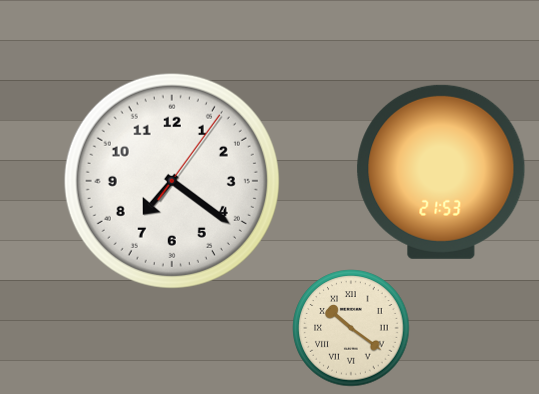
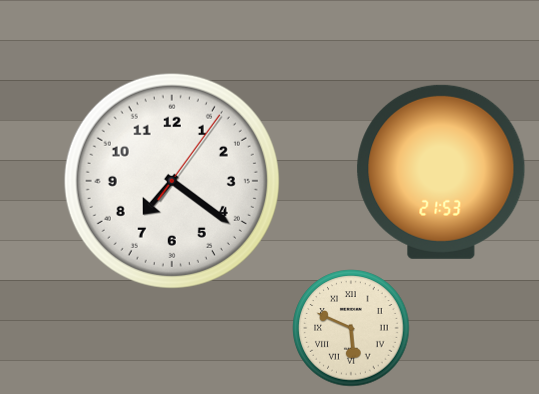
clock at (351, 328): 10:21 -> 5:49
